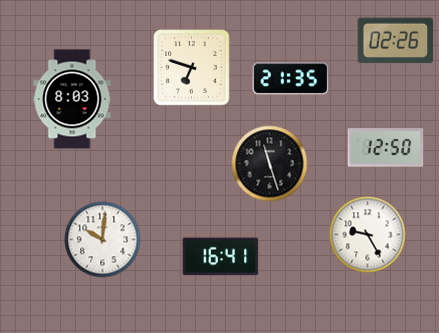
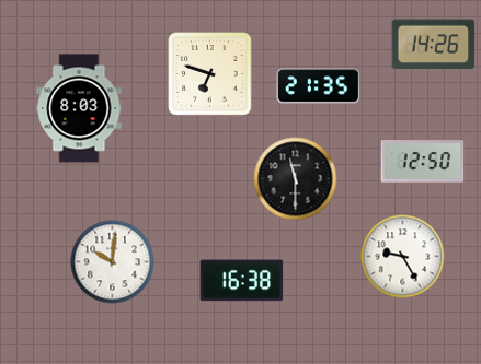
clock at (396, 41): 02:26 -> 14:26
clock at (270, 164): 11:27 -> 11:30
clock at (221, 257): 16:41 -> 16:38
